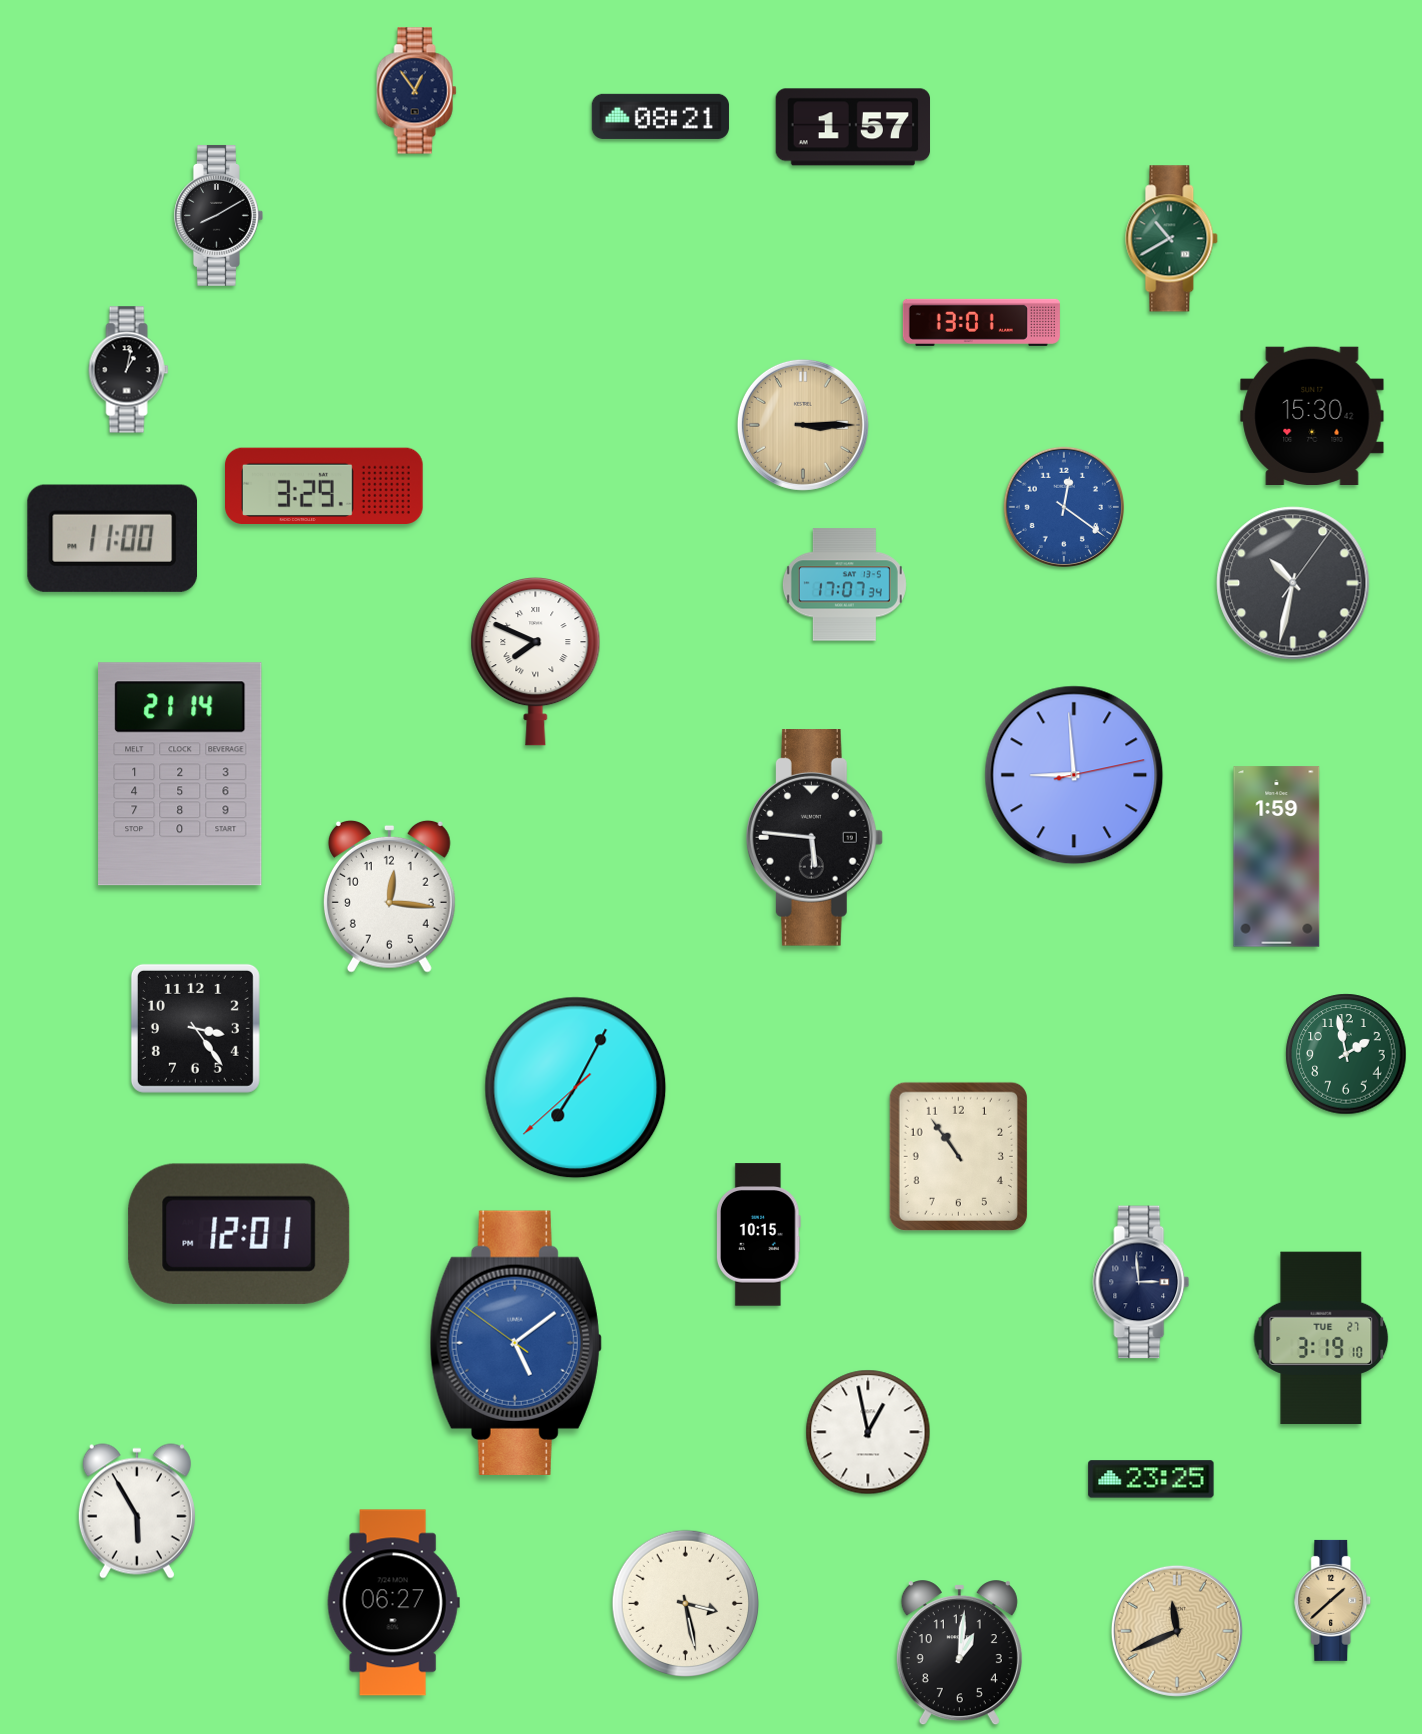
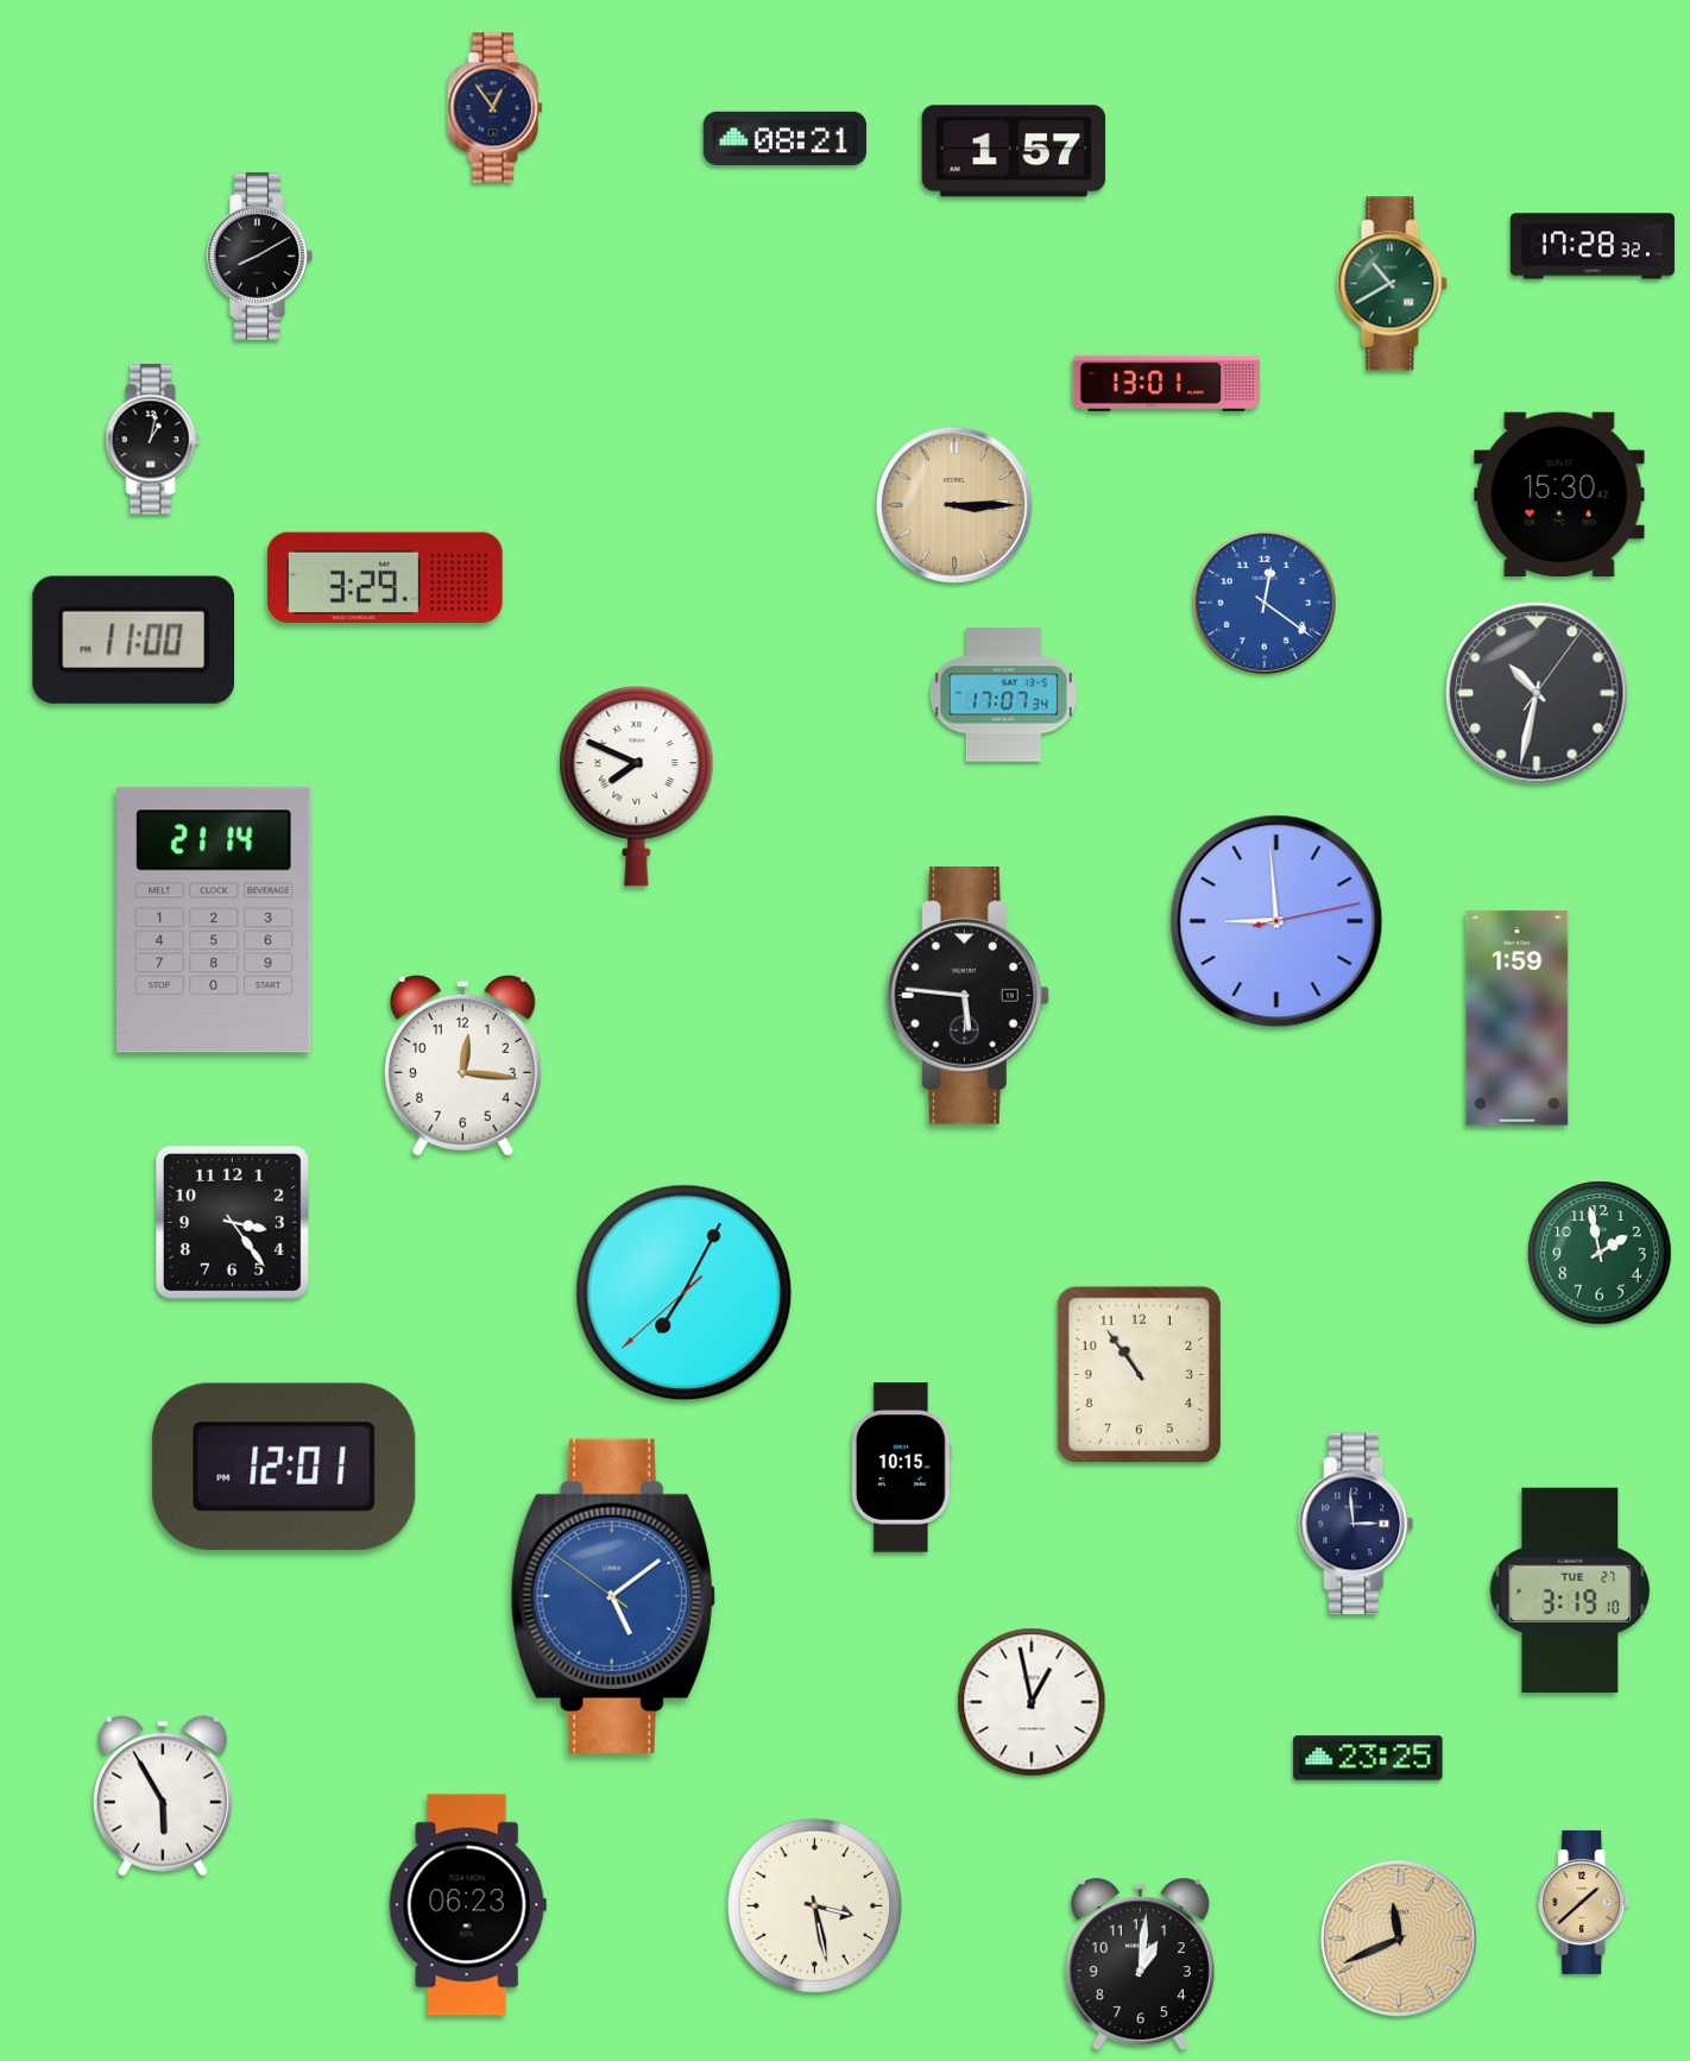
clock at (1593, 246): none -> 17:28
clock at (393, 1603): 06:27 -> 06:23
